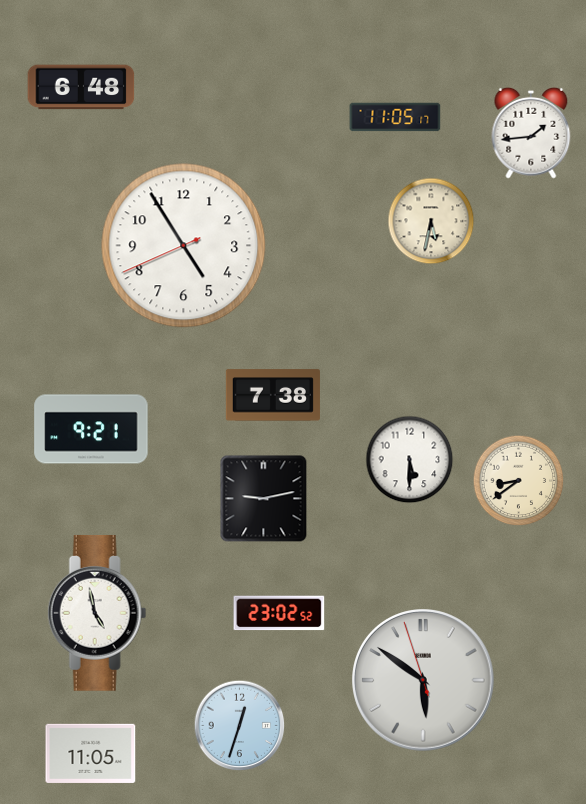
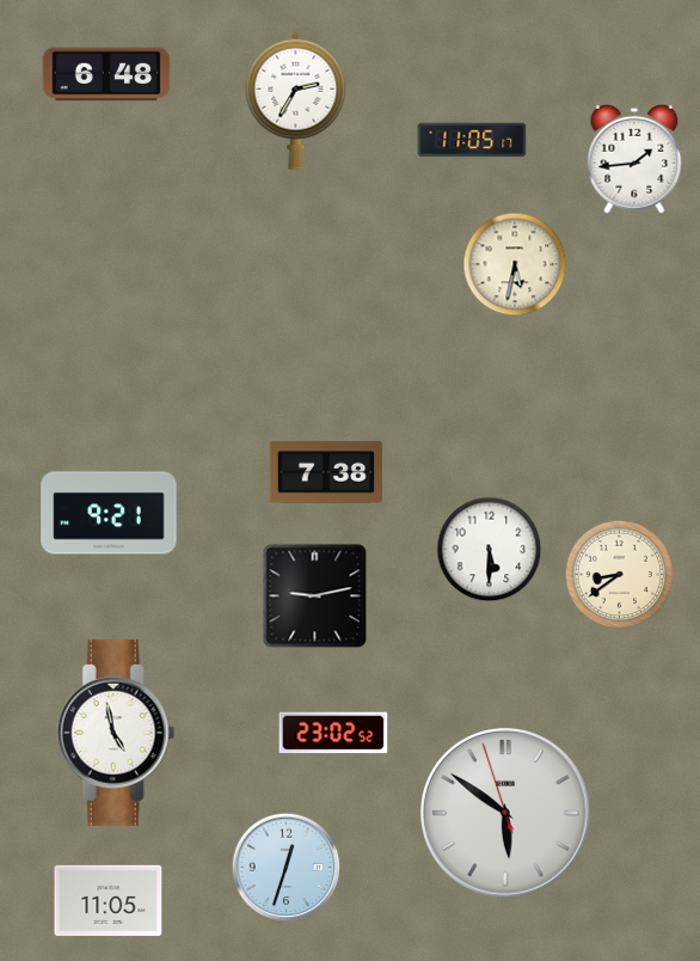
clock at (296, 100): none -> 2:35
clock at (81, 87) position: (81, 87) -> (106, 74)
clock at (184, 246): 4:54 -> none
